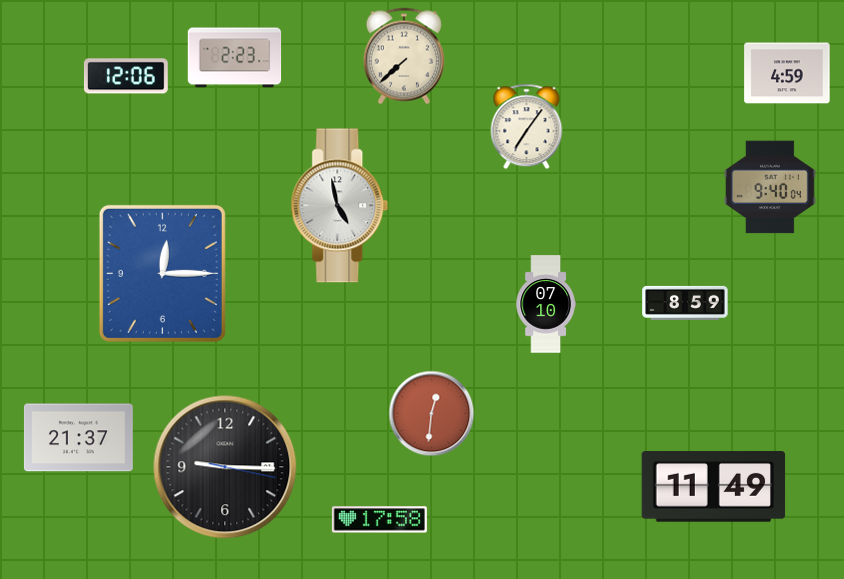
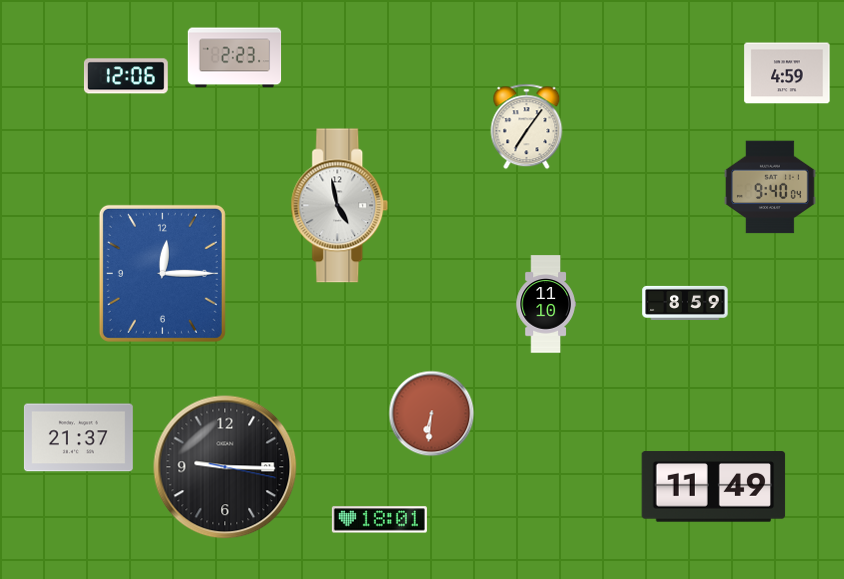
clock at (404, 56): 7:38 -> none
clock at (546, 304): 07:10 -> 11:10
clock at (432, 414): 12:31 -> 6:31
clock at (379, 520): 17:58 -> 18:01
